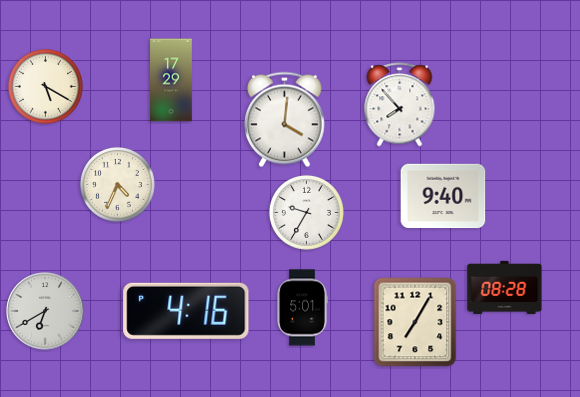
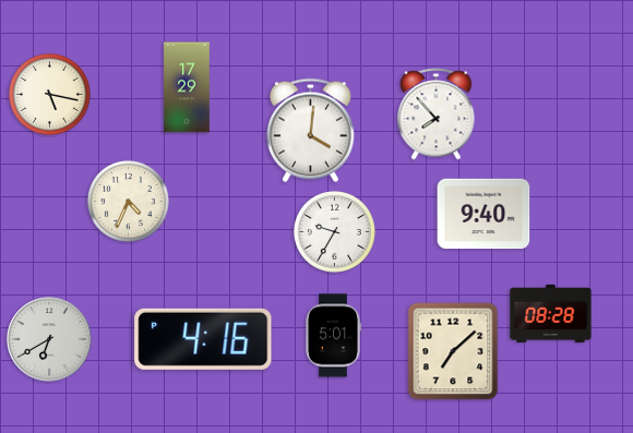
clock at (45, 86): 5:20 -> 5:17
clock at (302, 308) position: (302, 308) -> (333, 336)
clock at (415, 322): 7:05 -> 7:08
